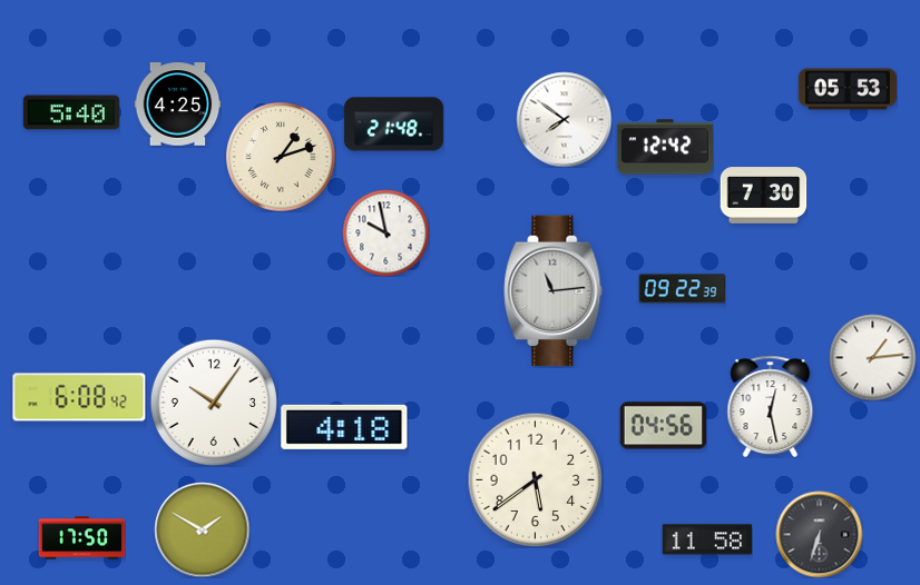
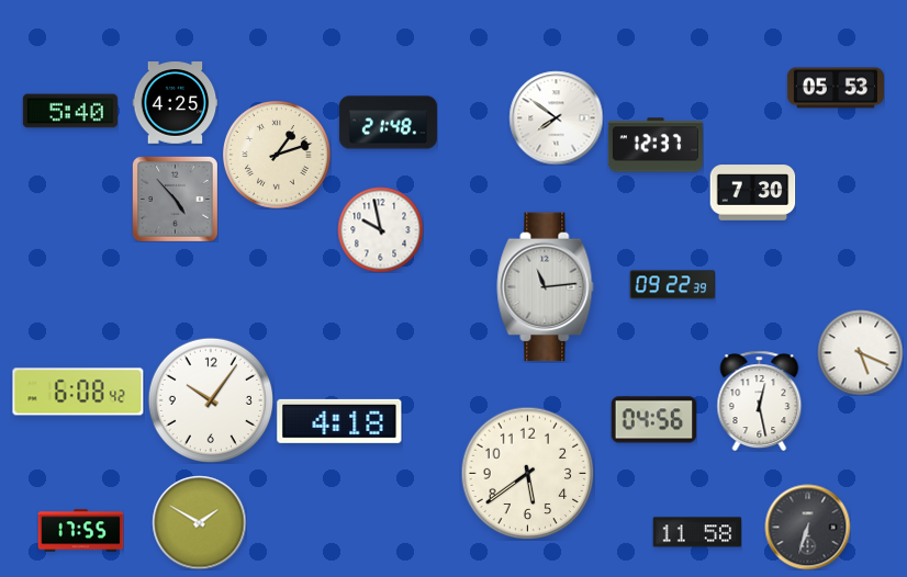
clock at (665, 147): 12:42 -> 12:37
clock at (175, 199): none -> 4:53
clock at (872, 357): 1:14 -> 5:19
clock at (213, 401) position: (213, 401) -> (210, 399)
clock at (81, 538): 17:50 -> 17:55
